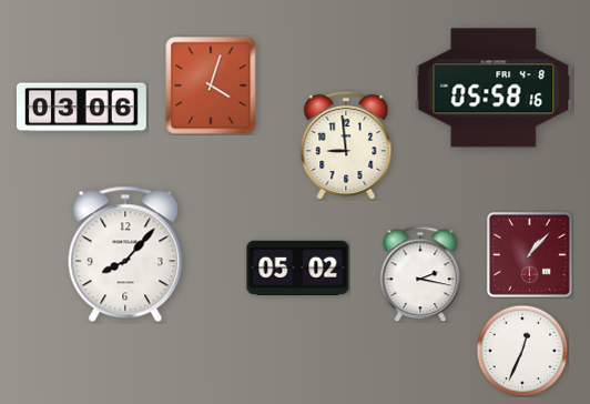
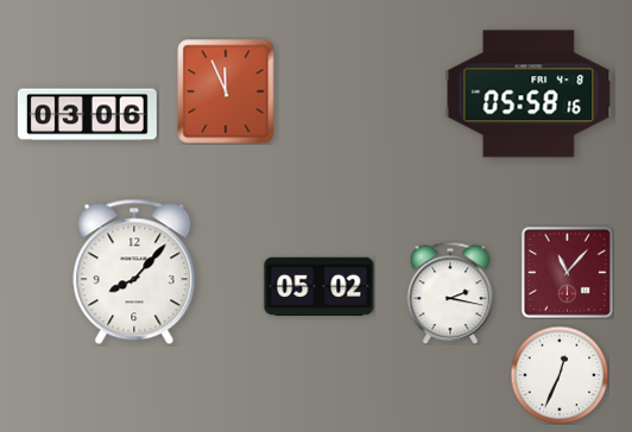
clock at (211, 85): 4:03 -> 11:56
clock at (346, 145): 8:59 -> none
clock at (529, 254): 1:07 -> 11:07
